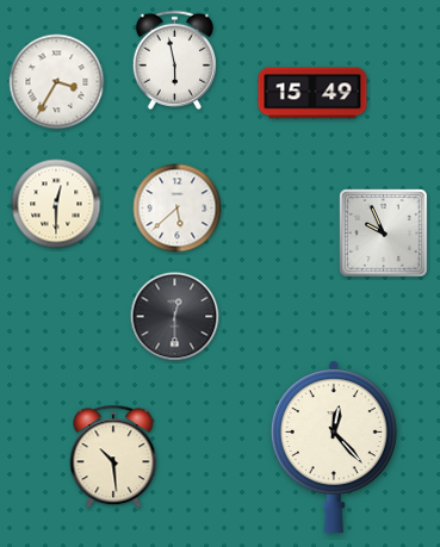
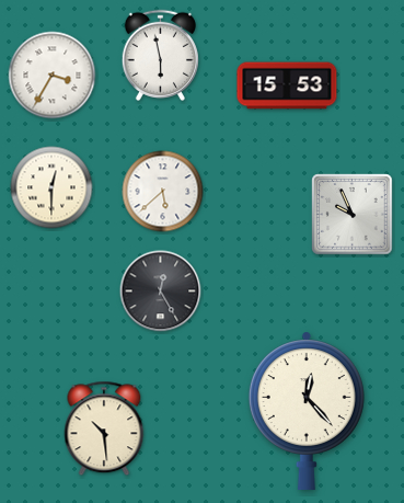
clock at (312, 93): 15:49 -> 15:53
clock at (175, 317): 12:30 -> 12:25
clock at (113, 456) position: (113, 456) -> (104, 428)
